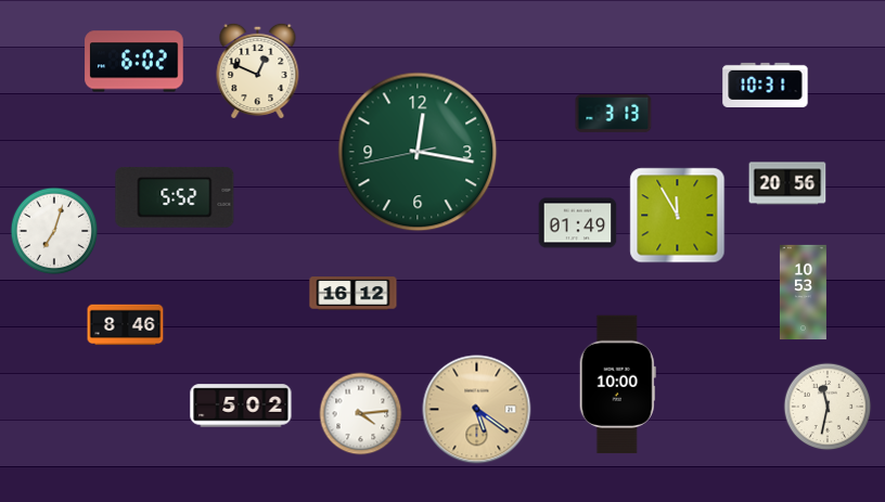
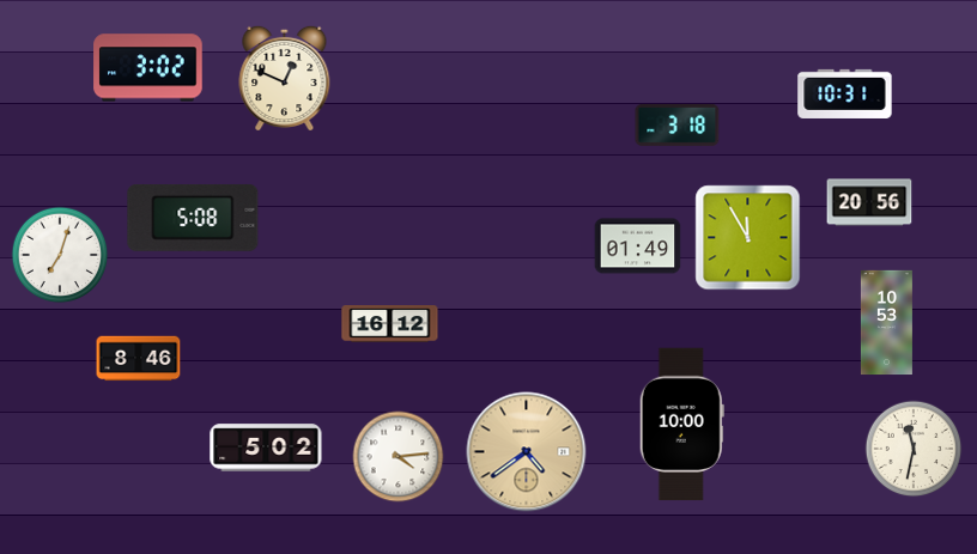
clock at (134, 62): 6:02 -> 3:02
clock at (614, 113): 3:13 -> 3:18
clock at (418, 152): 12:16 -> none
clock at (175, 197): 5:52 -> 5:08
clock at (477, 410): 5:21 -> 4:39
